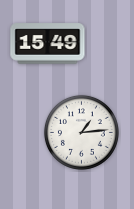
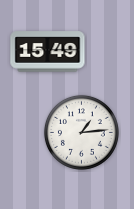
clock at (48, 44) position: (48, 44) -> (48, 52)
